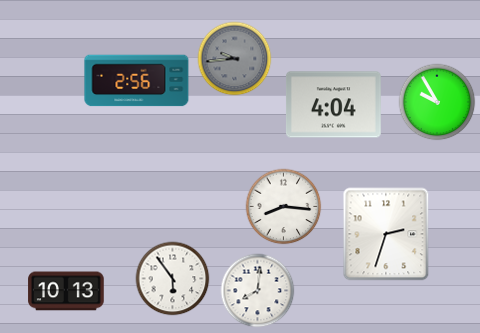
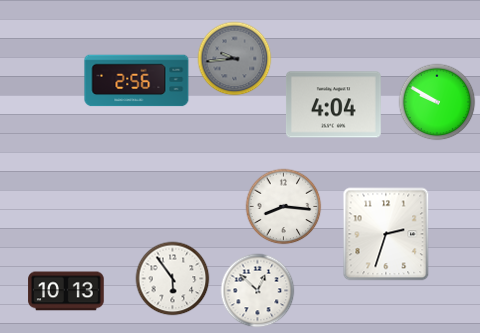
clock at (437, 102): 9:55 -> 9:50
clock at (258, 291): 8:01 -> 12:52
